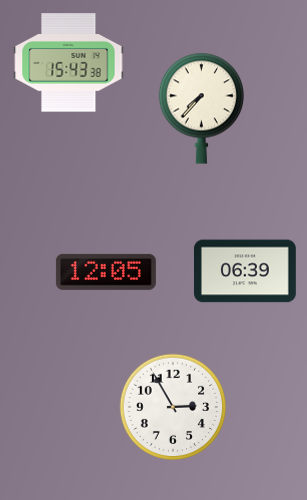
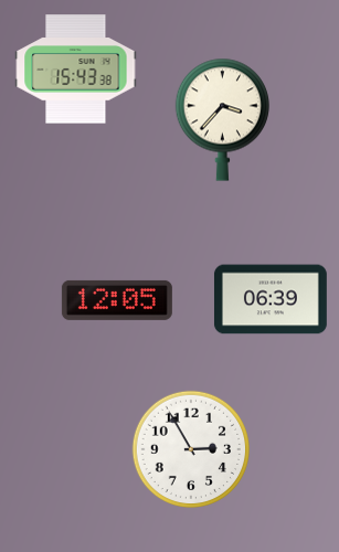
clock at (201, 108): 7:37 -> 3:37
